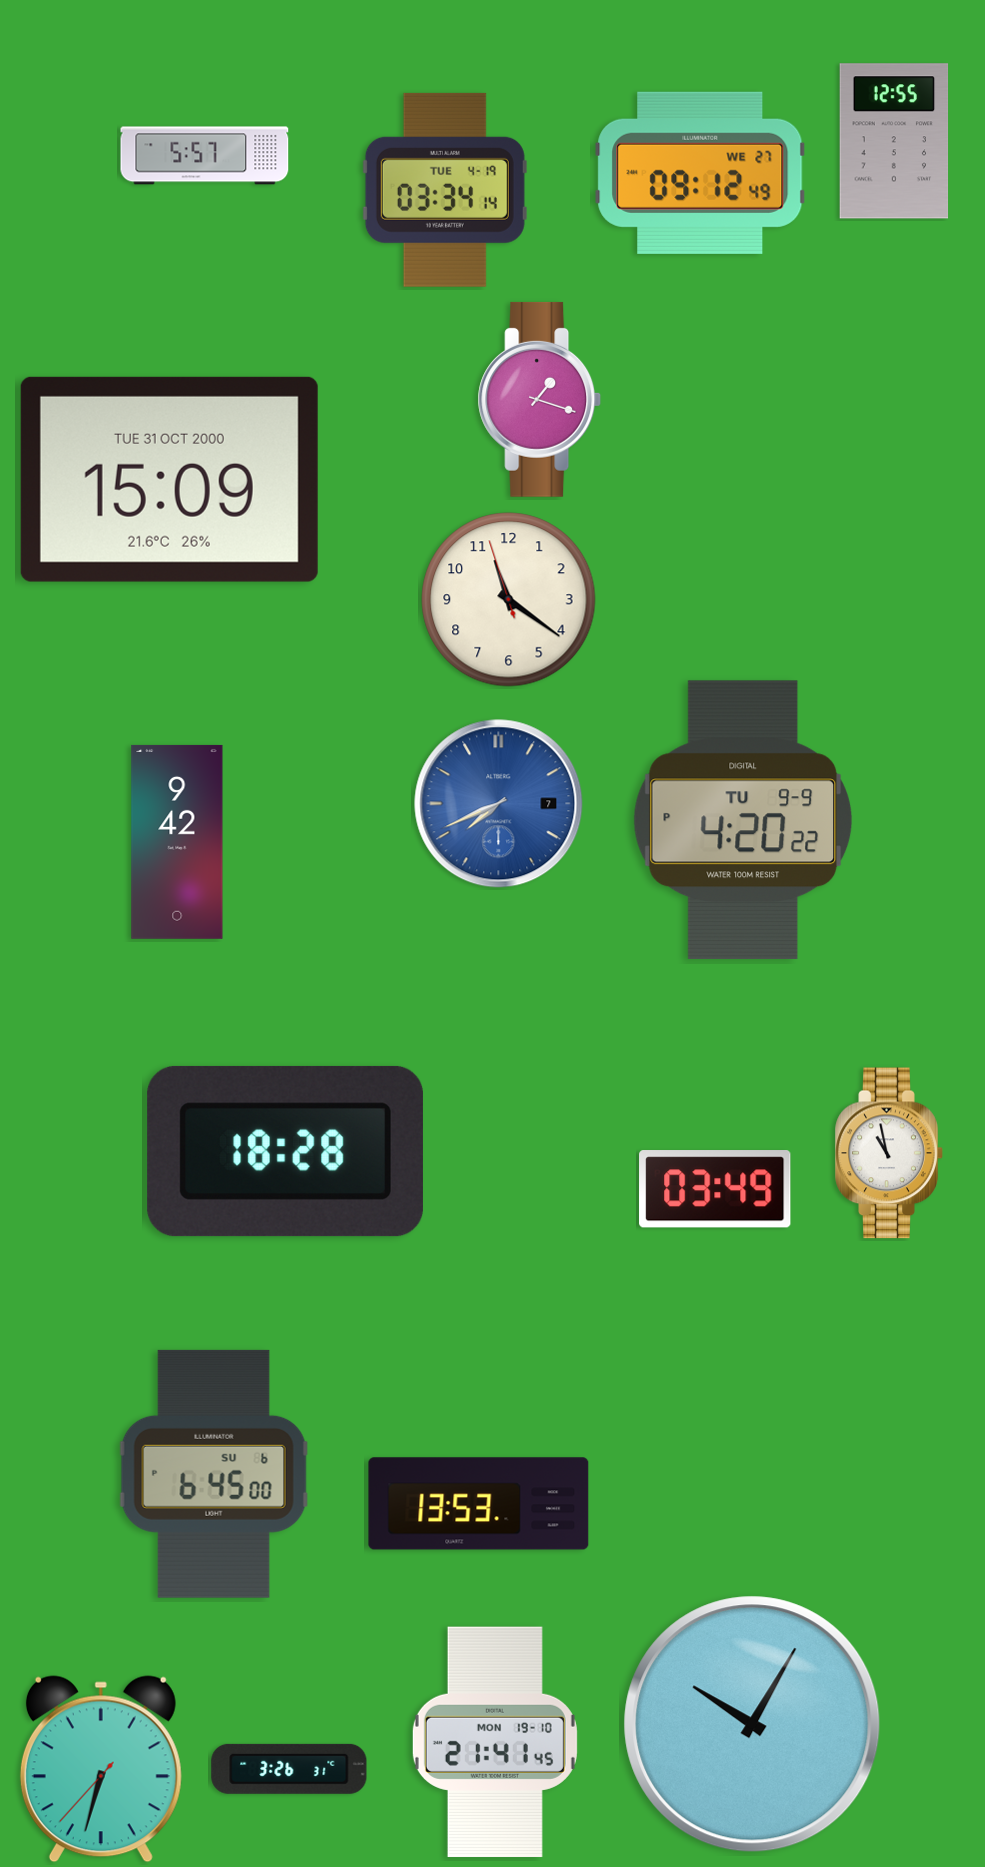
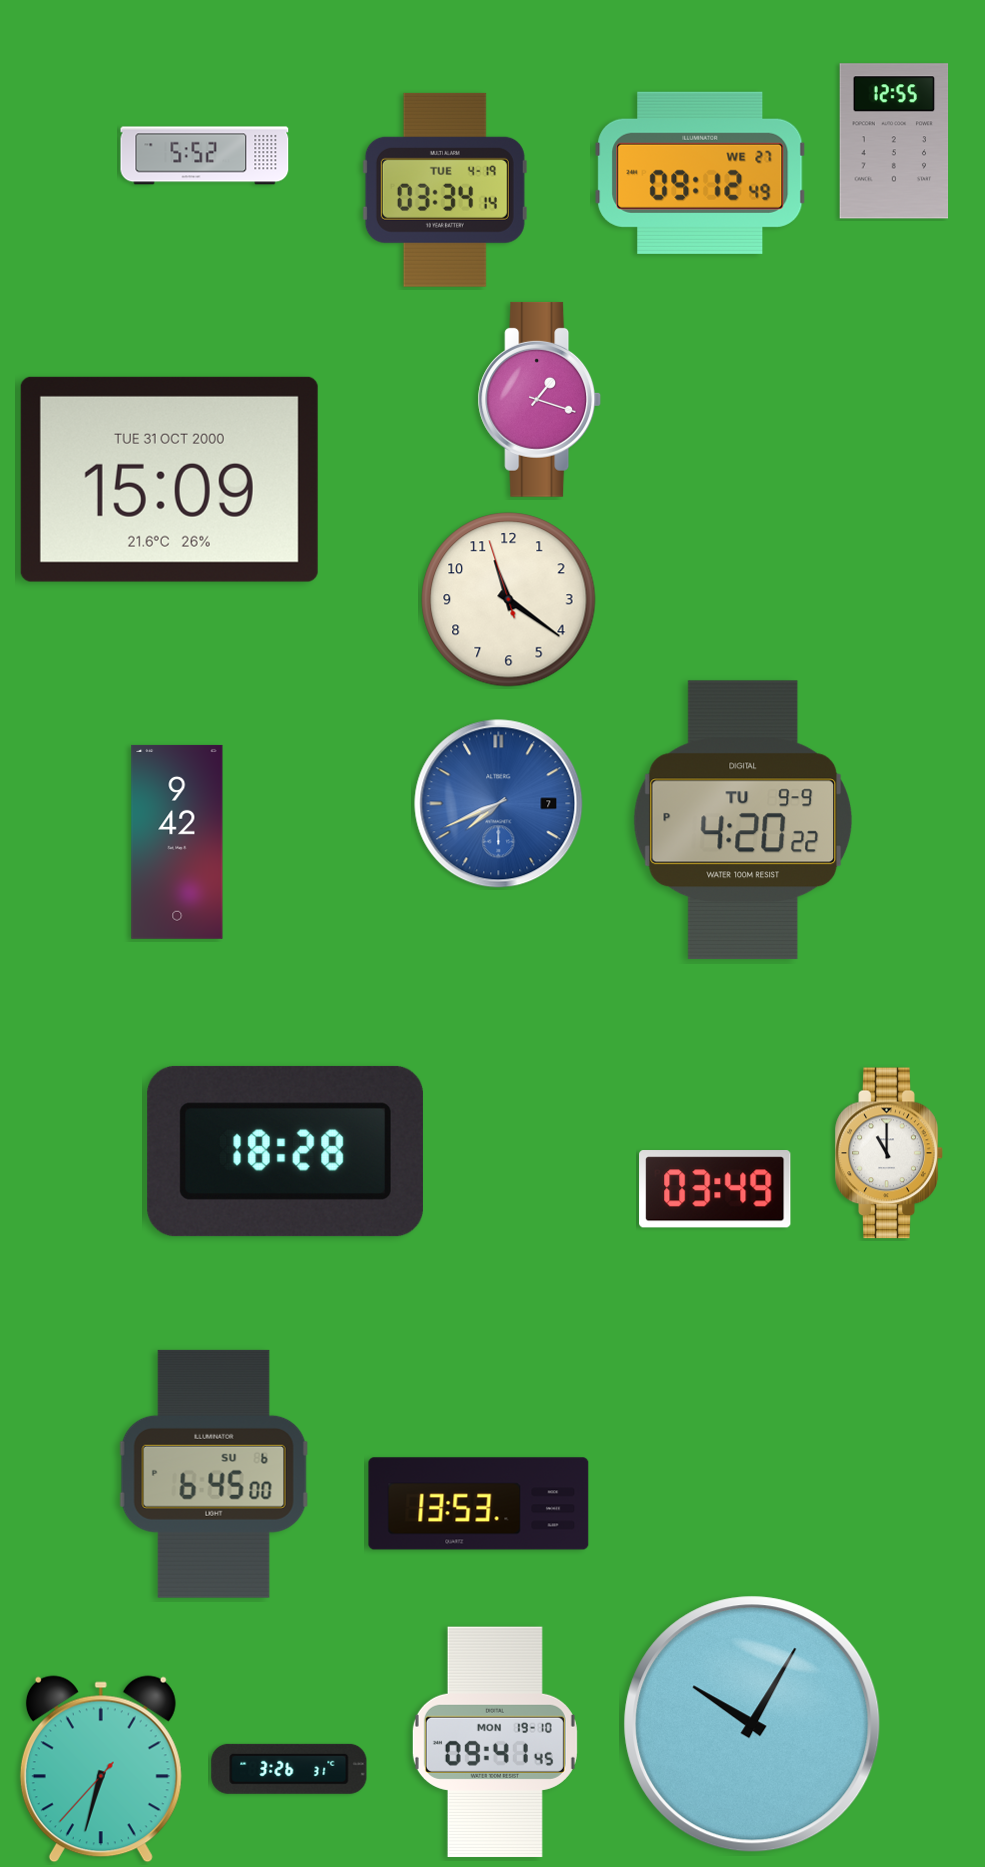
clock at (205, 156): 5:57 -> 5:52
clock at (889, 1153): 10:58 -> 11:00
clock at (495, 1742): 21:41 -> 09:41
